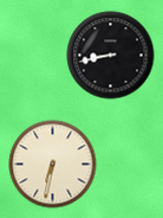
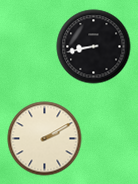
clock at (53, 165): 6:32 -> 2:10
